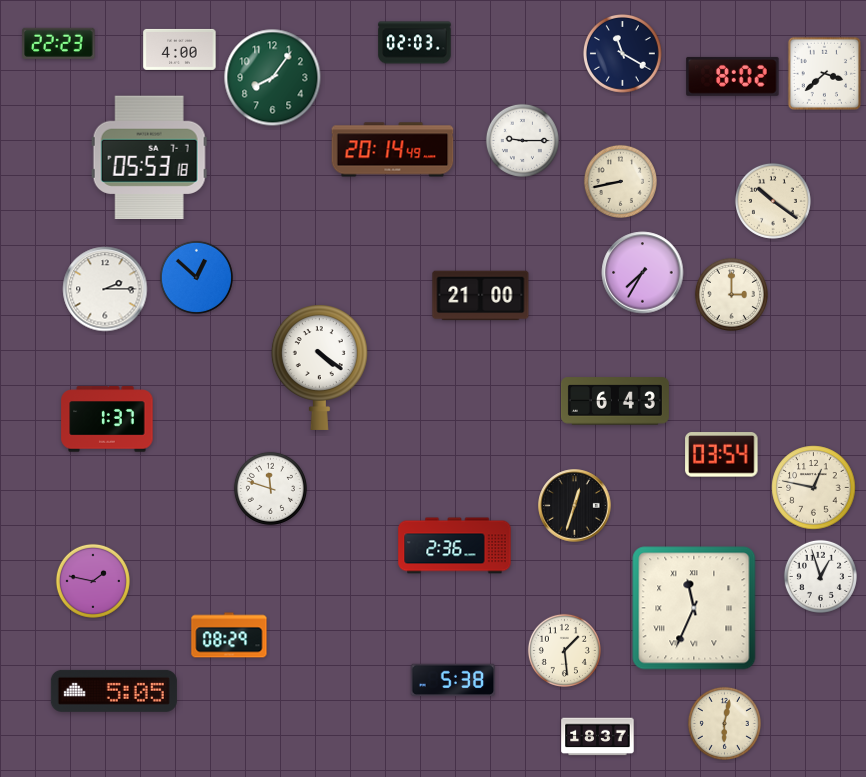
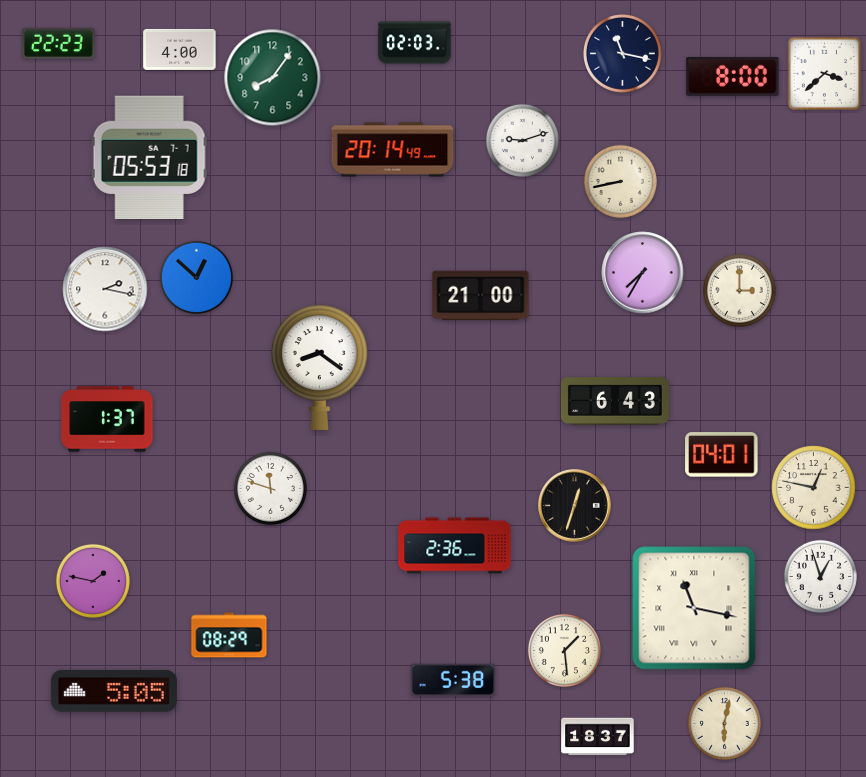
clock at (623, 54): 11:20 -> 11:17
clock at (733, 76): 8:02 -> 8:00
clock at (522, 140): 9:15 -> 9:12
clock at (773, 201): 10:21 -> none
clock at (105, 289): 2:15 -> 2:17
clock at (731, 294) position: (731, 294) -> (739, 290)
clock at (319, 368): 4:21 -> 8:21
clock at (722, 455): 03:54 -> 04:01
clock at (694, 608): 11:34 -> 11:17
